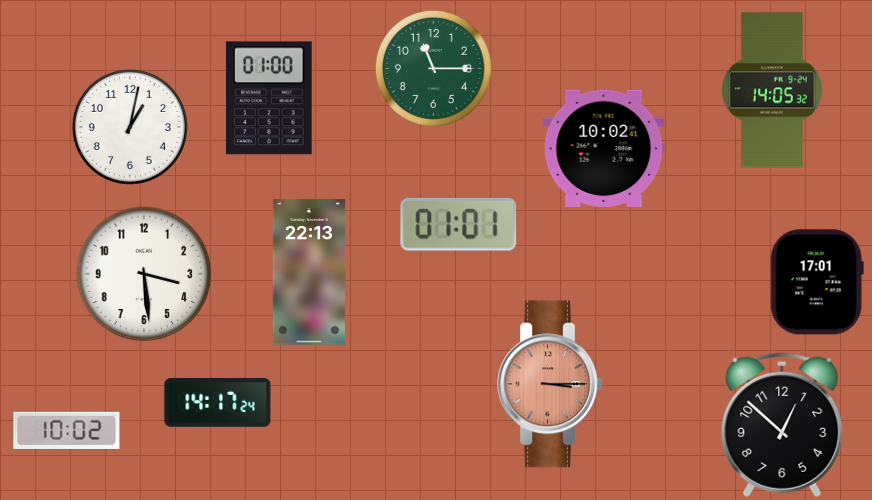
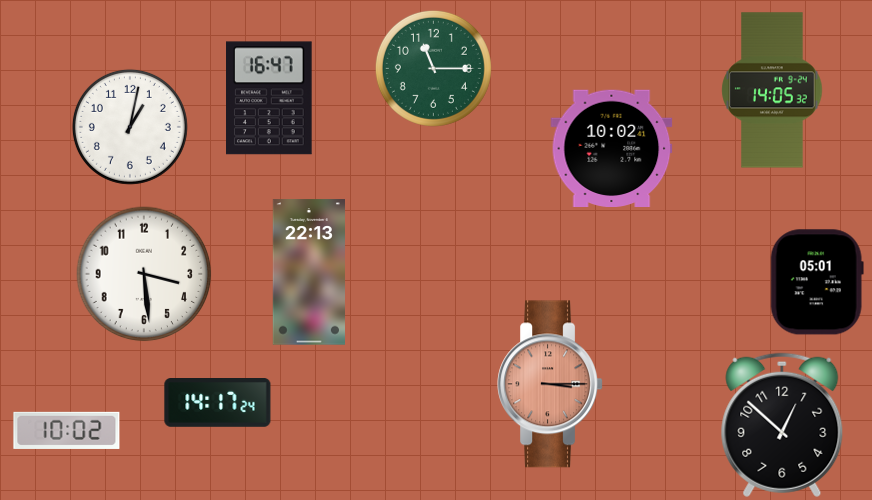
clock at (270, 98): 01:00 -> 16:47
clock at (604, 149) position: (604, 149) -> (612, 149)
clock at (459, 224): 01:01 -> none
clock at (817, 282): 17:01 -> 05:01
